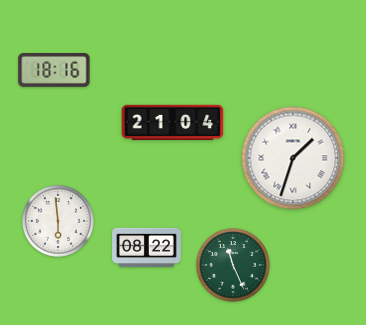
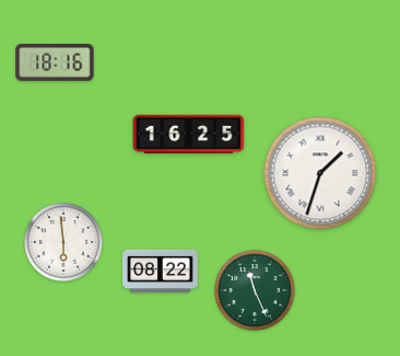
clock at (54, 71) position: (54, 71) -> (55, 64)
clock at (173, 123): 21:04 -> 16:25
